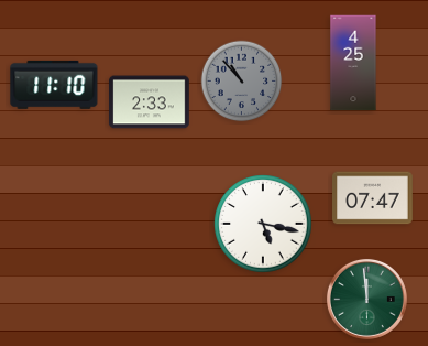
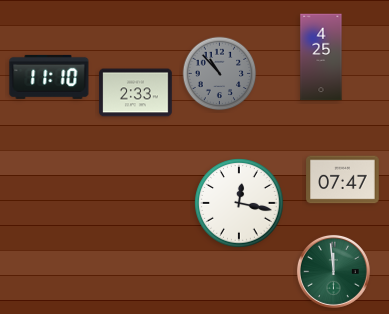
clock at (373, 198) position: (373, 198) -> (343, 180)
clock at (263, 224): 5:17 -> 12:17
